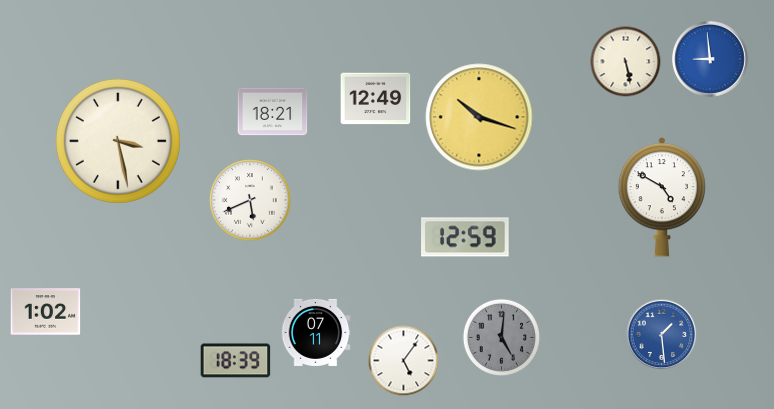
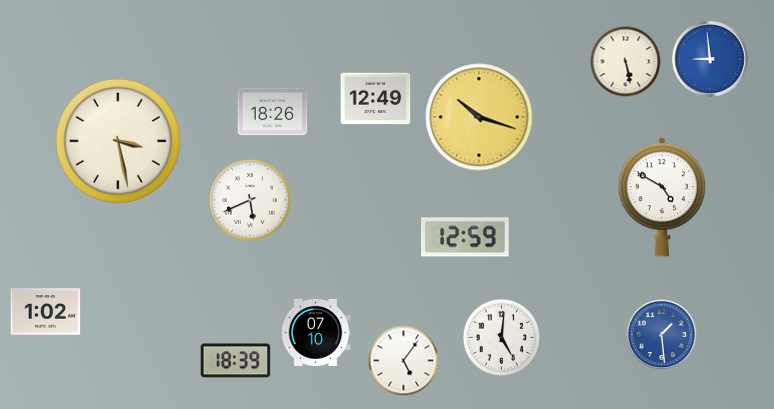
clock at (273, 112): 18:21 -> 18:26
clock at (316, 332): 07:11 -> 07:10
clock at (501, 337) dial: grey -> white
